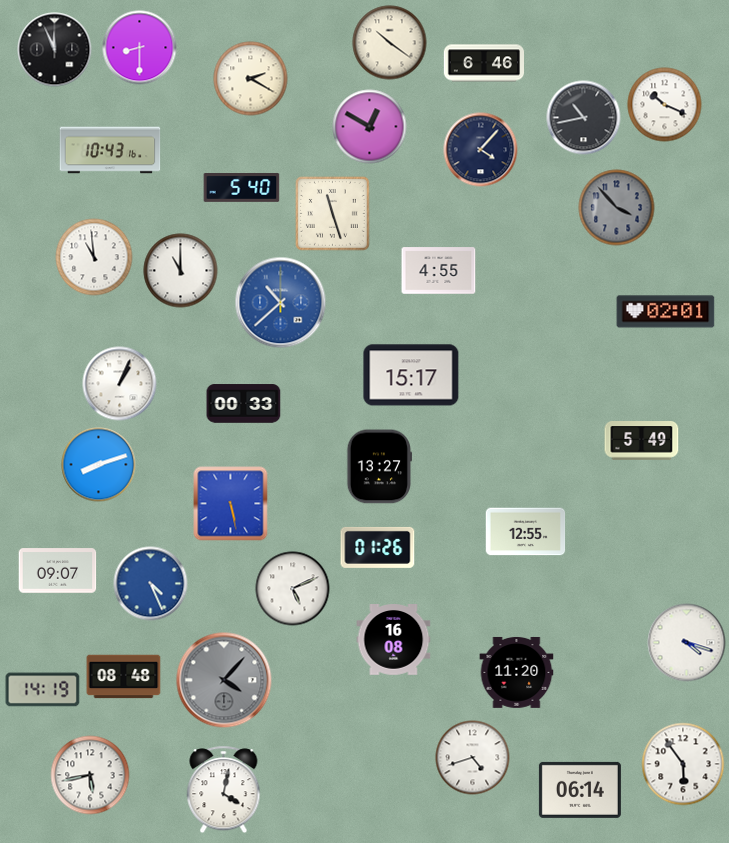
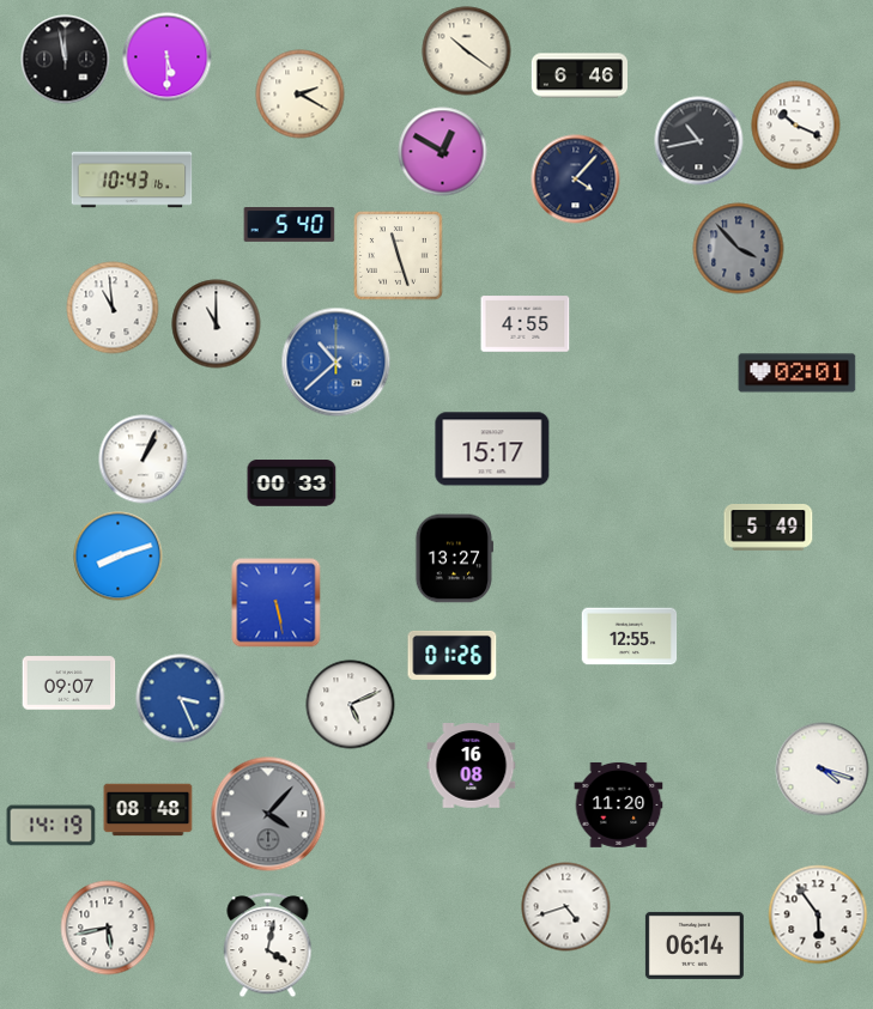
clock at (140, 48): 8:30 -> 5:30
clock at (55, 50): 11:56 -> 11:58
clock at (151, 584): 4:26 -> 3:26
